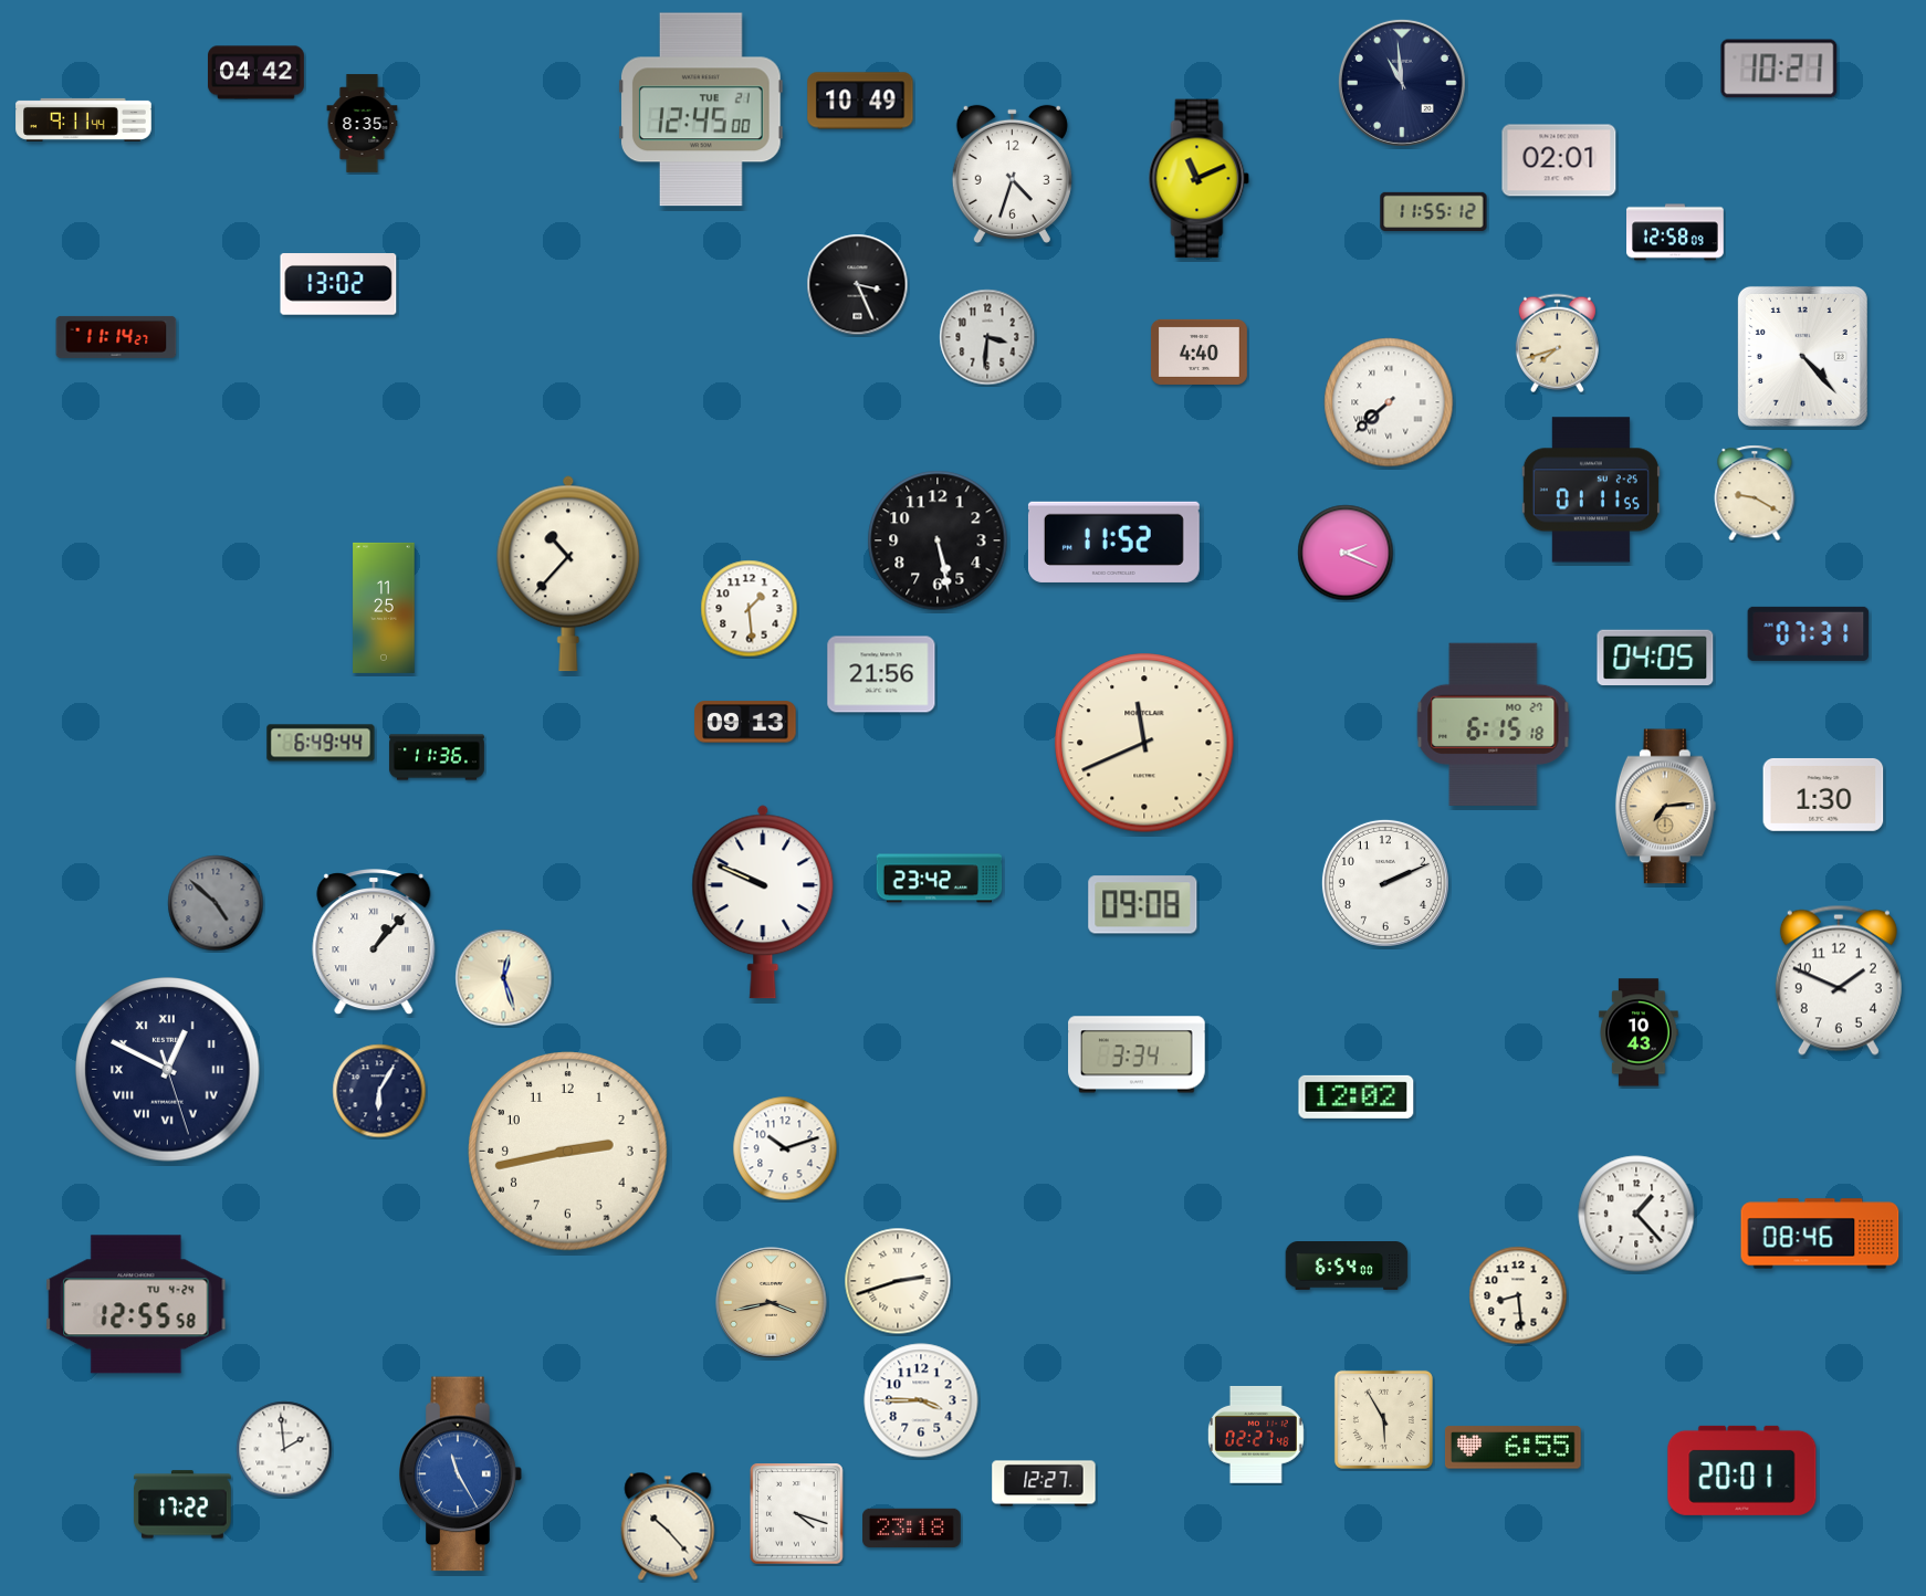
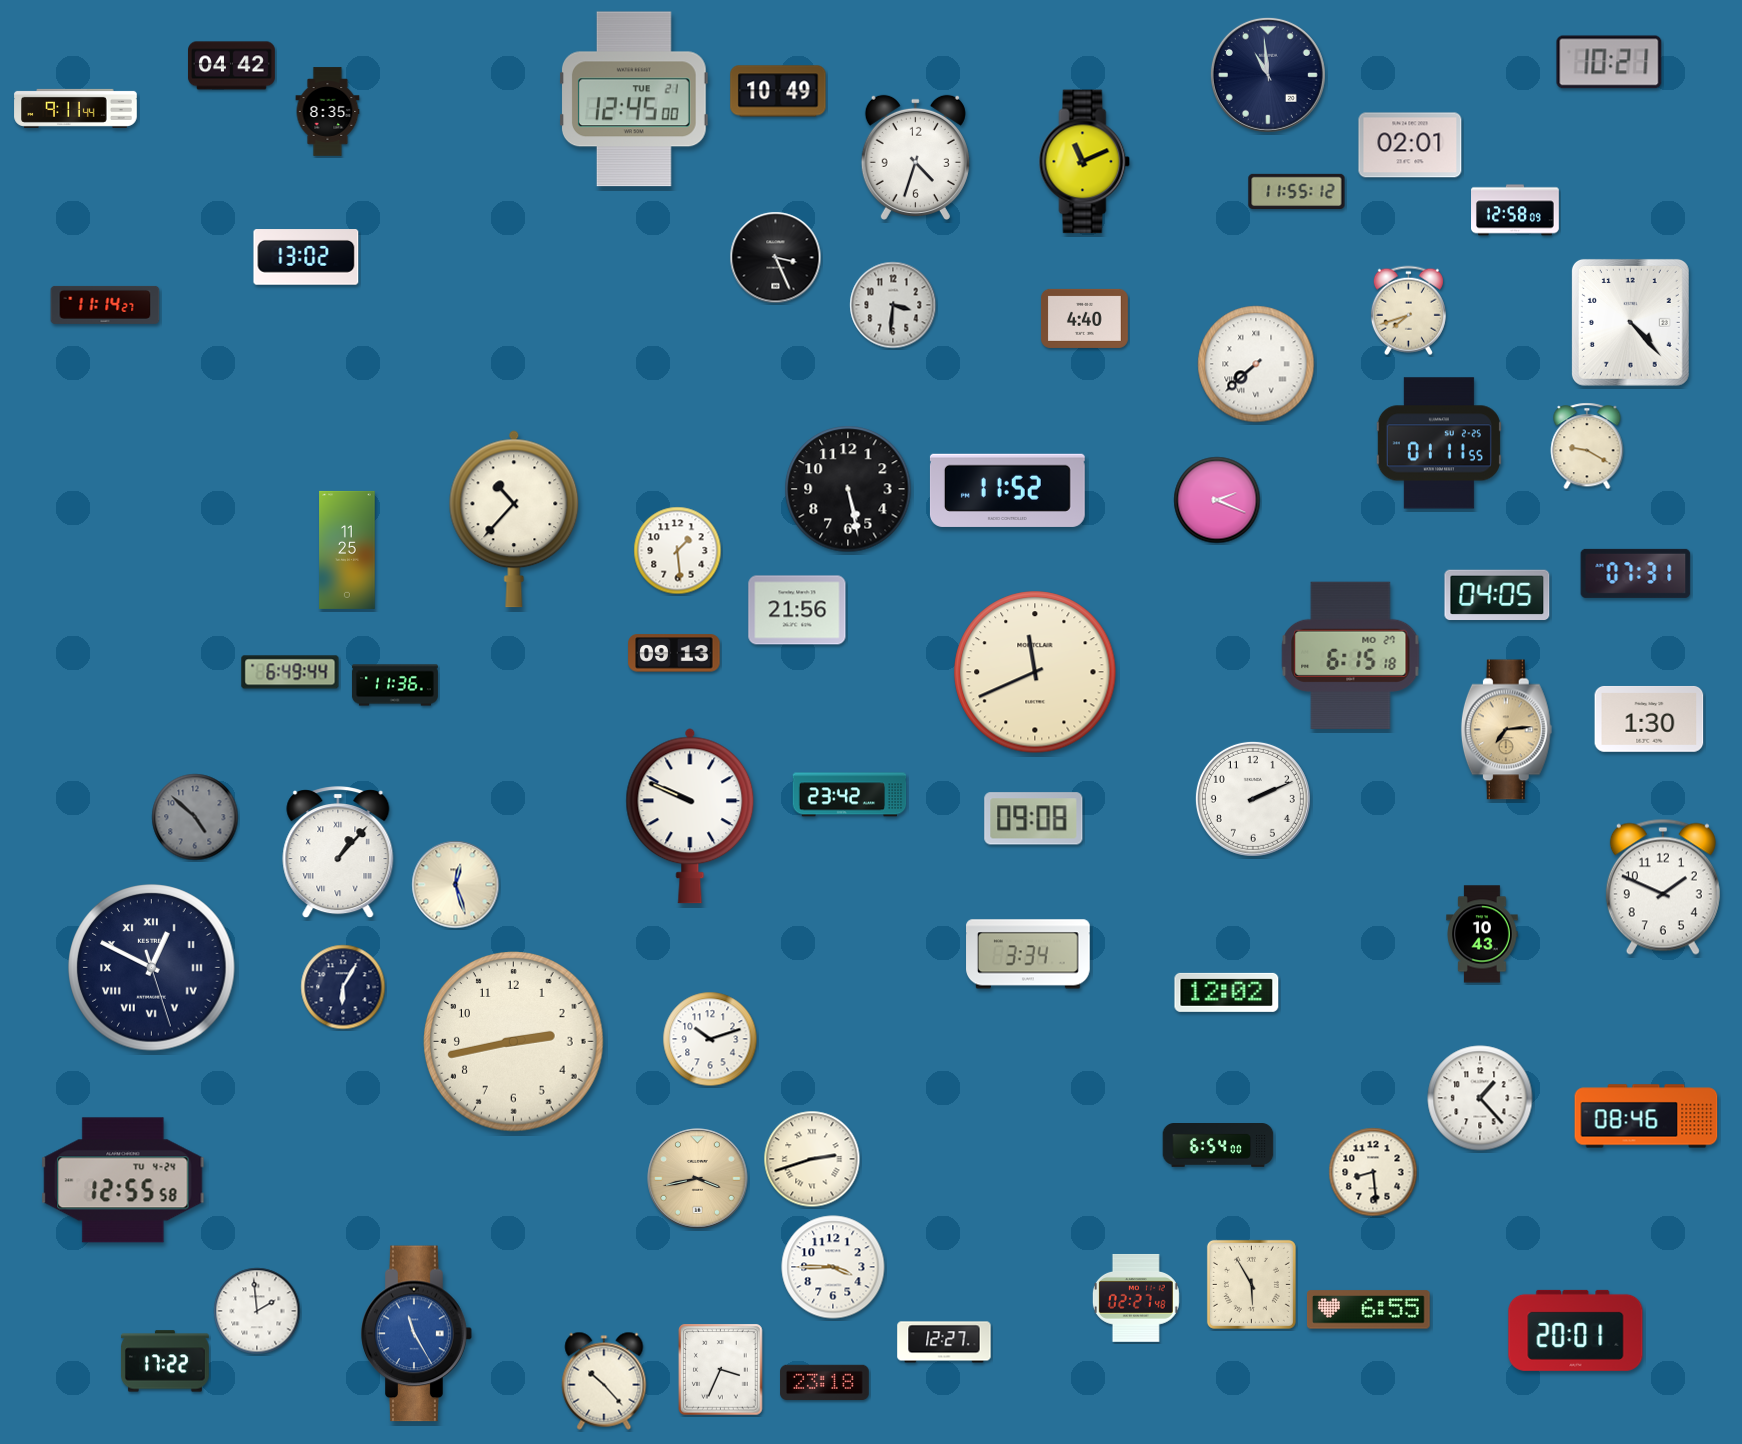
clock at (797, 1514): 4:18 -> 3:34
